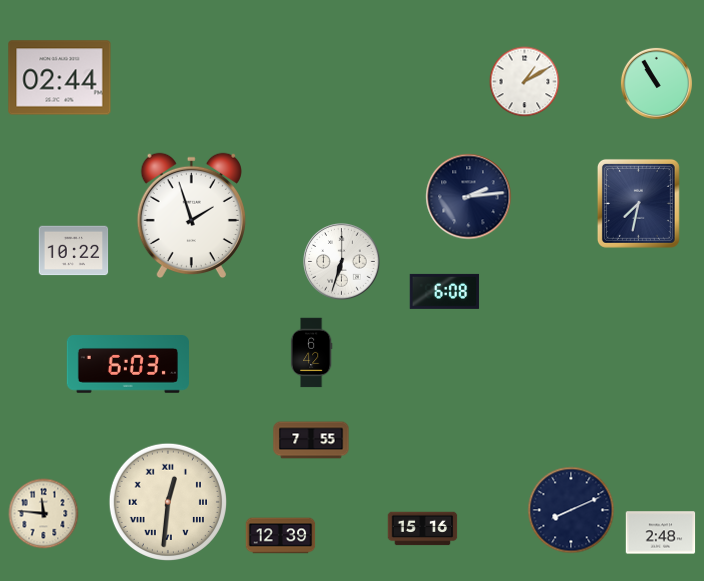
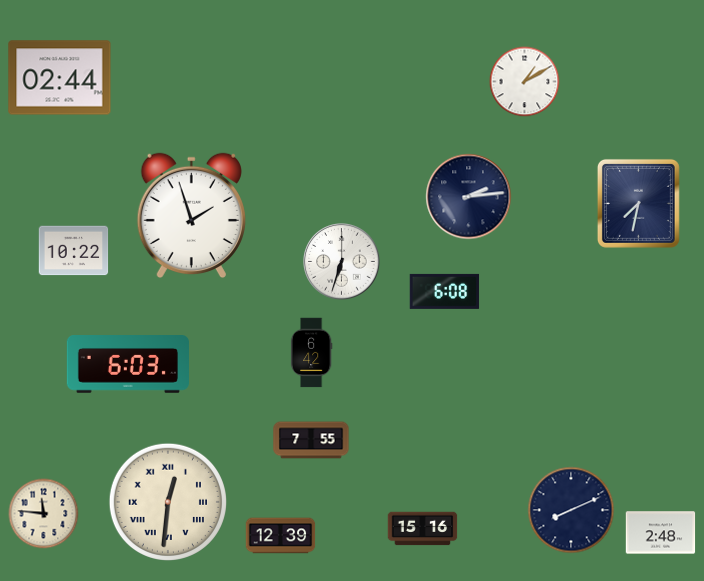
clock at (656, 83): 10:55 -> none
